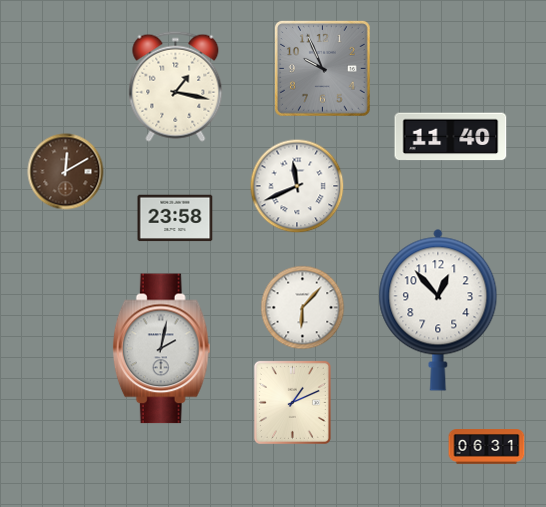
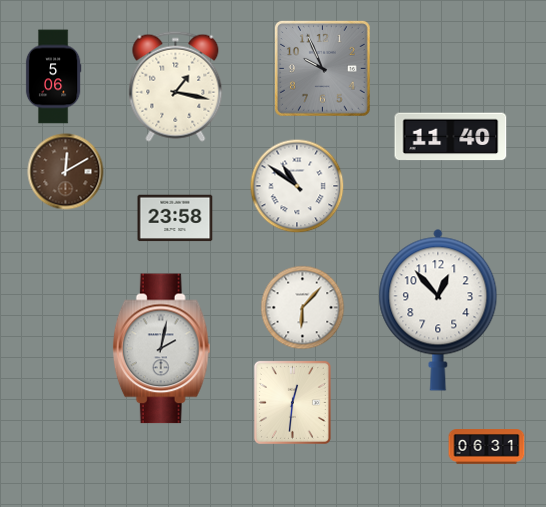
clock at (53, 77): none -> 5:06
clock at (297, 186): 11:41 -> 10:51
clock at (292, 402): 1:11 -> 12:31
